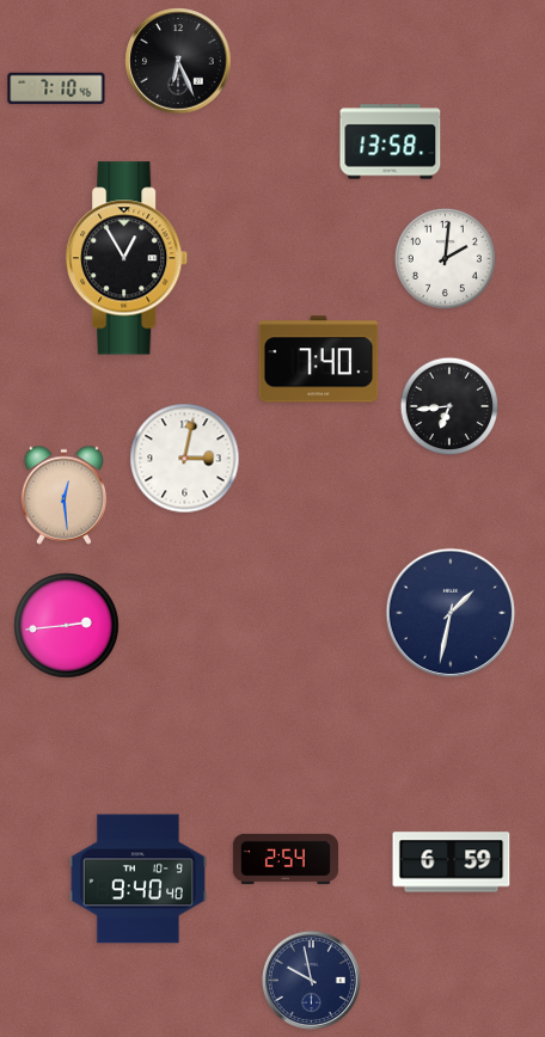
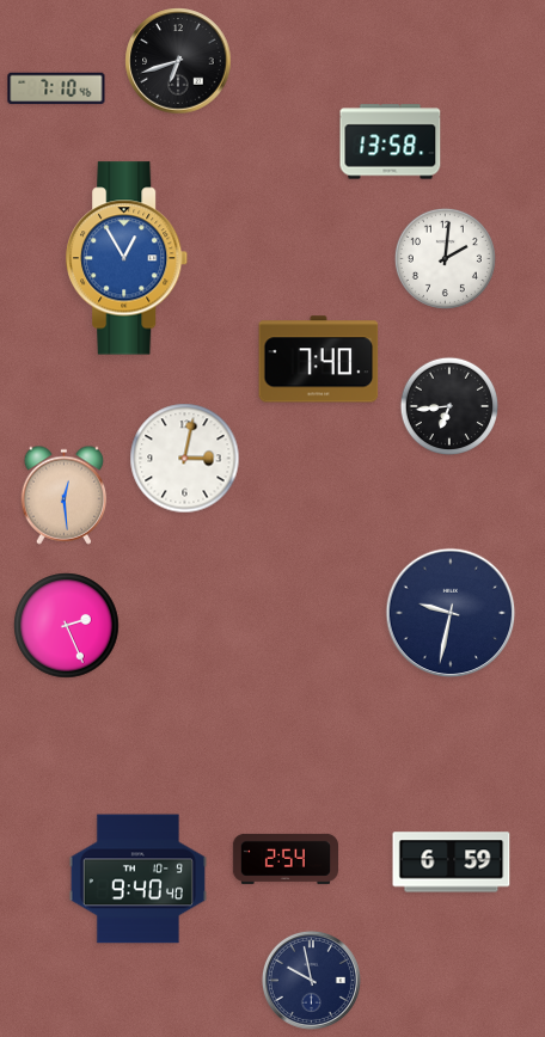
clock at (178, 61): 6:26 -> 6:42
clock at (128, 258) dial: black -> blue
clock at (451, 613): 1:32 -> 9:32
clock at (67, 626): 2:44 -> 2:26
